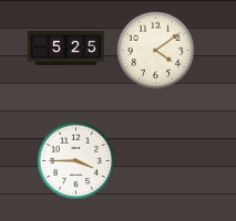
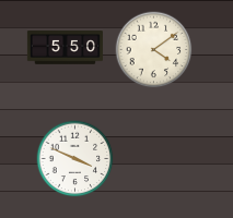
clock at (65, 49): 5:25 -> 5:50
clock at (76, 161): 3:45 -> 3:49
